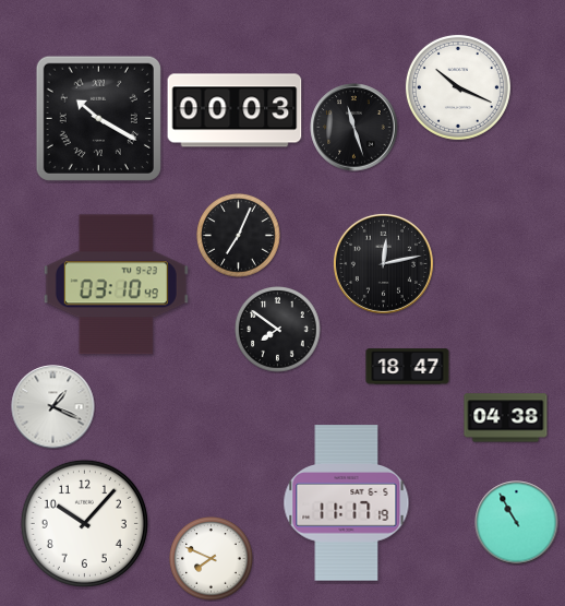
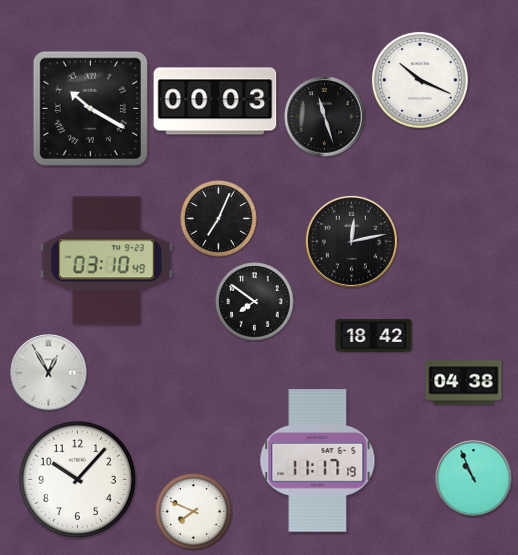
clock at (239, 236) position: (239, 236) -> (219, 219)
clock at (408, 367): 18:47 -> 18:42
clock at (53, 407): 1:19 -> 12:55
clock at (517, 523): 10:55 -> 10:56
